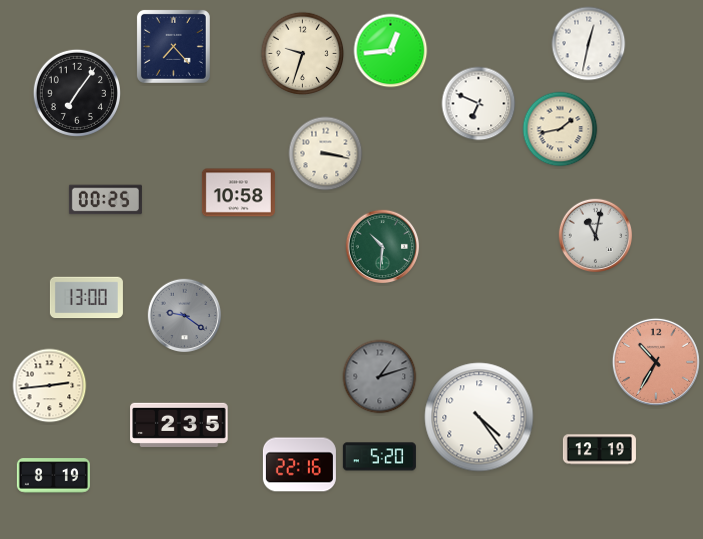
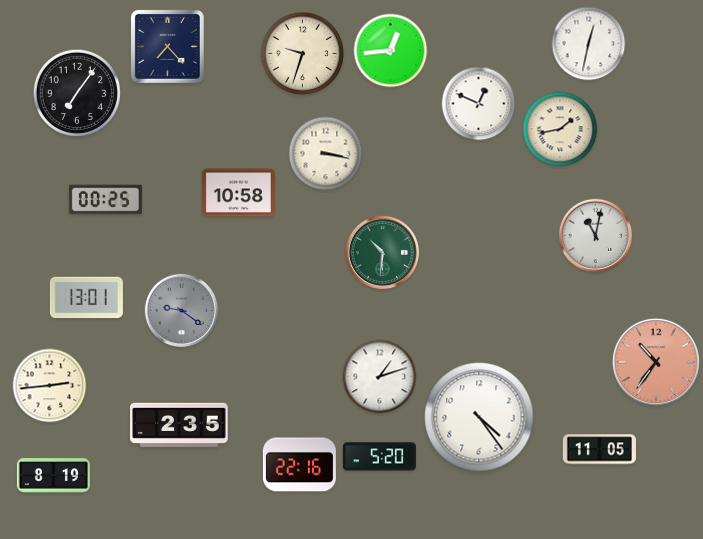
clock at (173, 46) position: (173, 46) -> (167, 46)
clock at (479, 104): 6:49 -> 12:49
clock at (383, 247) position: (383, 247) -> (383, 253)
clock at (86, 298): 13:00 -> 13:01
clock at (185, 316) position: (185, 316) -> (182, 311)
clock at (656, 362): 10:35 -> 10:36
clock at (380, 377) dial: grey -> white
clock at (599, 450): 12:19 -> 11:05
